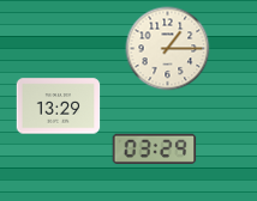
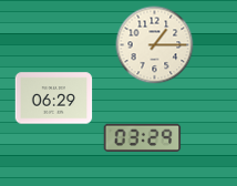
clock at (59, 106): 13:29 -> 06:29
